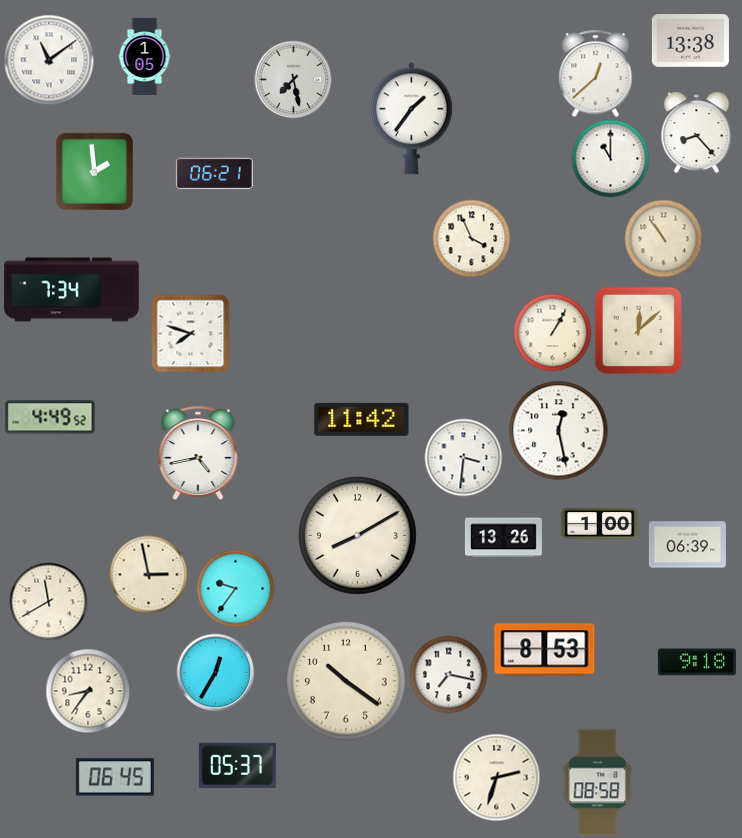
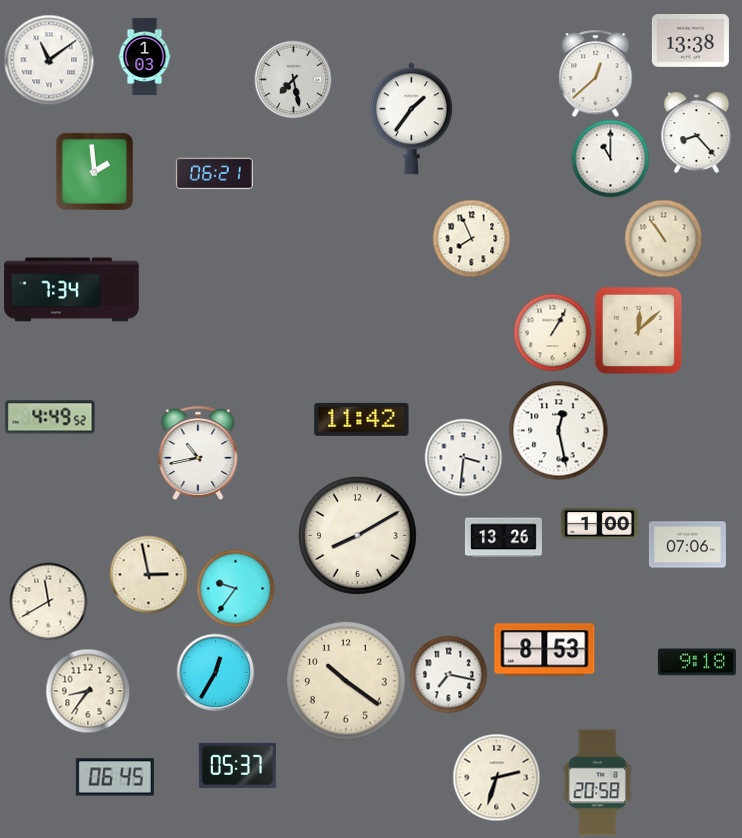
clock at (145, 56): 1:05 -> 1:03
clock at (471, 238): 3:56 -> 7:56
clock at (190, 333): 7:48 -> none
clock at (198, 453): 4:43 -> 10:43
clock at (687, 545): 06:39 -> 07:06
clock at (598, 783): 08:58 -> 20:58
